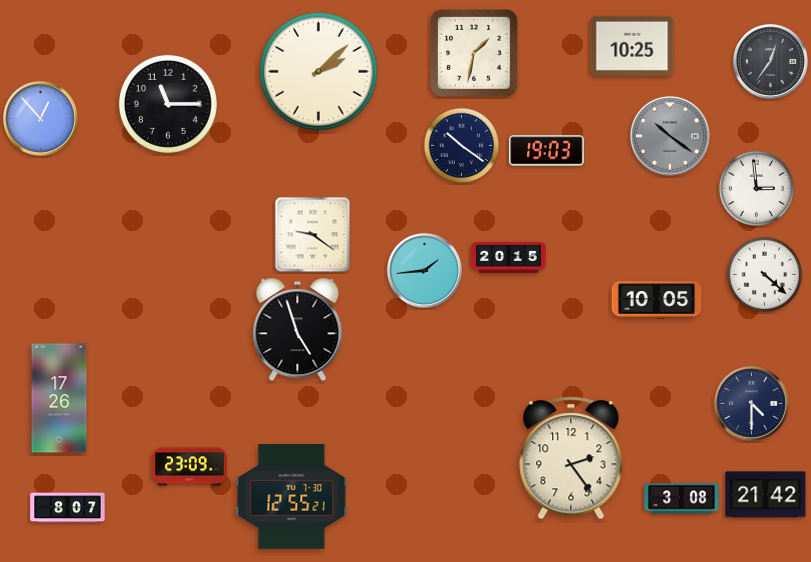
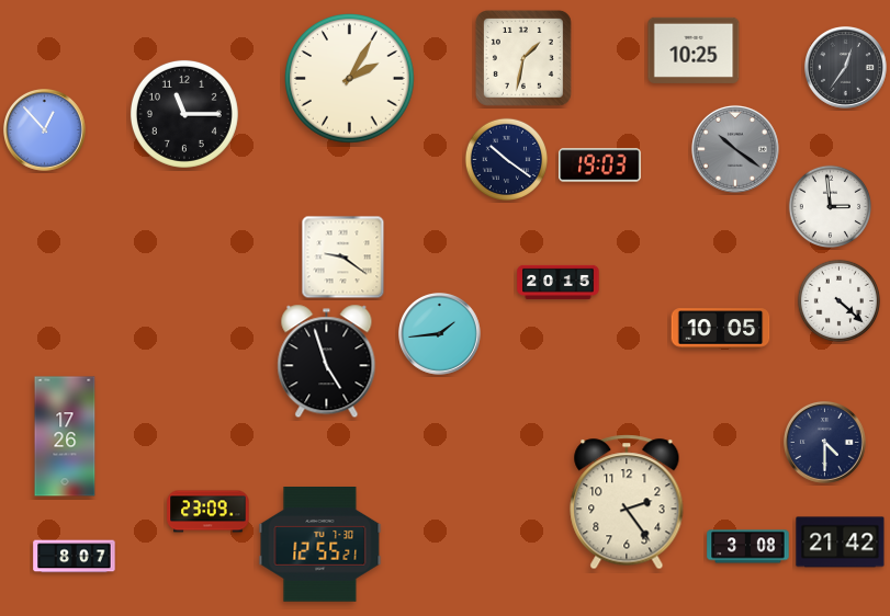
clock at (474, 53) position: (474, 53) -> (523, 58)
clock at (319, 72): 2:08 -> 2:05
clock at (425, 271) position: (425, 271) -> (440, 334)
